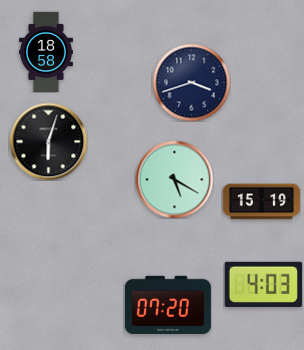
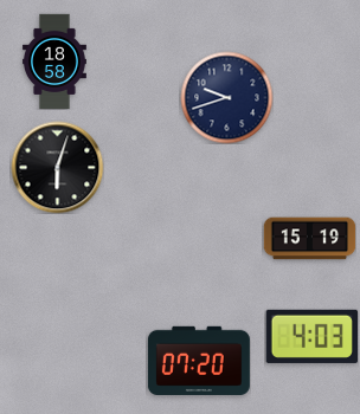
clock at (191, 82): 3:42 -> 9:42
clock at (174, 179): 5:20 -> none
